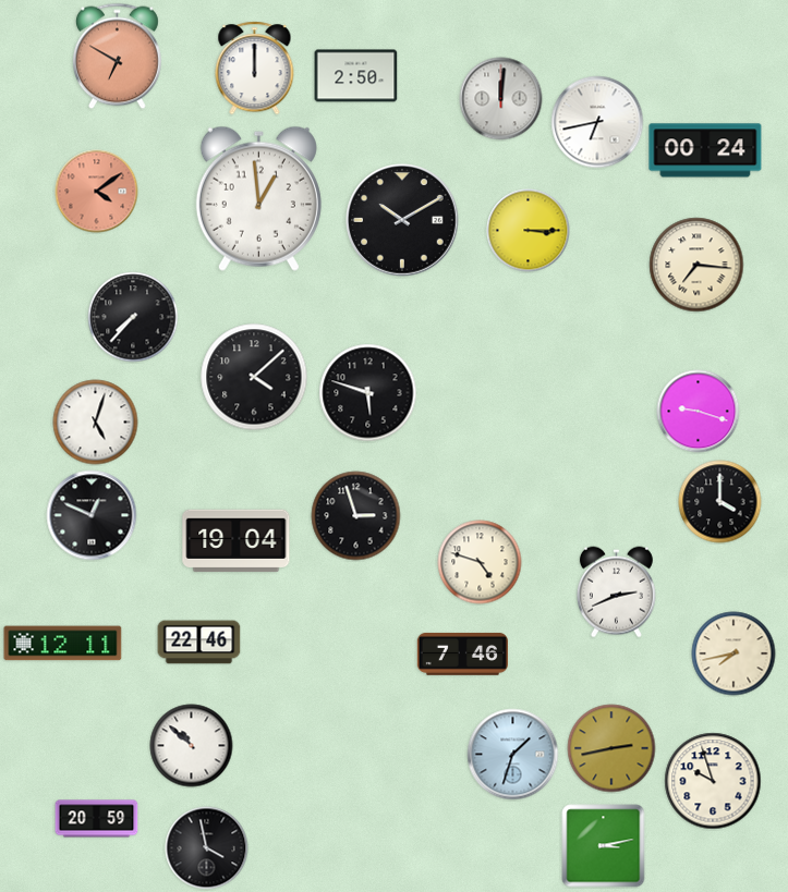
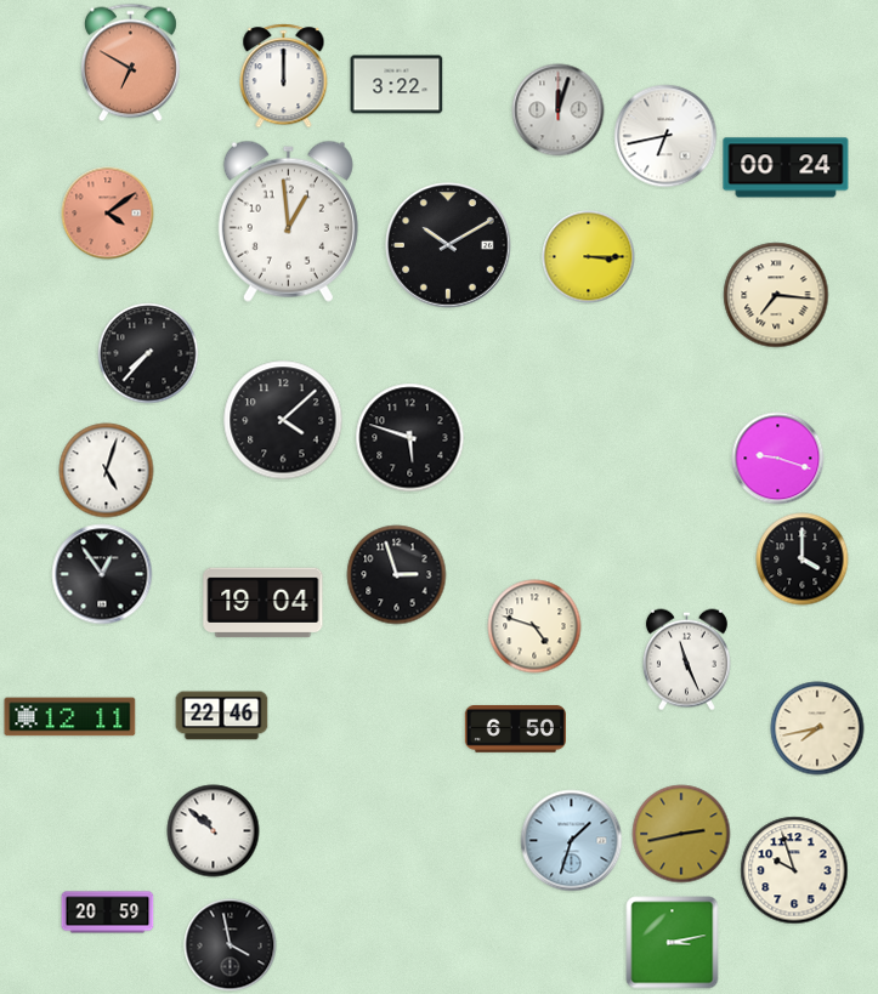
clock at (356, 76): 2:50 -> 3:22
clock at (501, 99): 12:01 -> 12:03
clock at (92, 515): 12:49 -> 12:54
clock at (616, 592): 2:41 -> 11:26
clock at (462, 653): 7:46 -> 6:50
